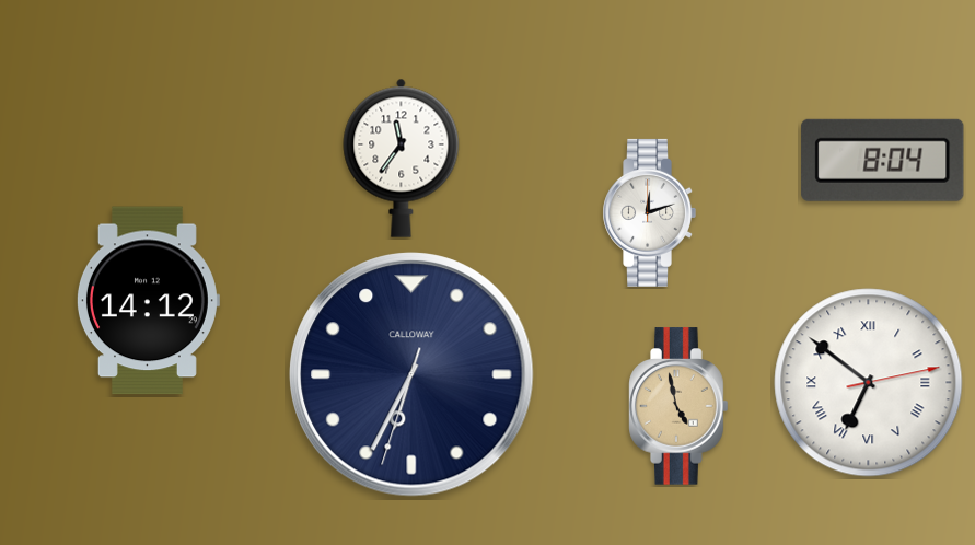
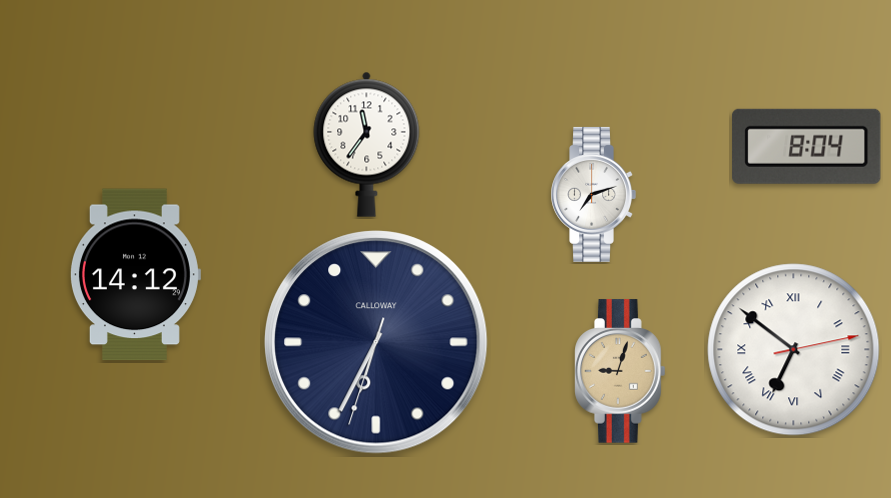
clock at (649, 212): 12:12 -> 7:12
clock at (678, 406): 4:58 -> 9:03
